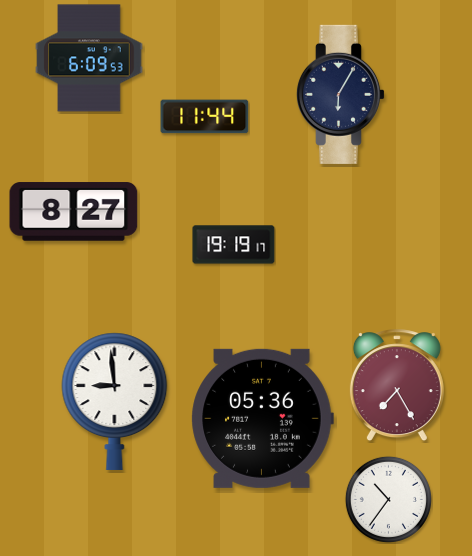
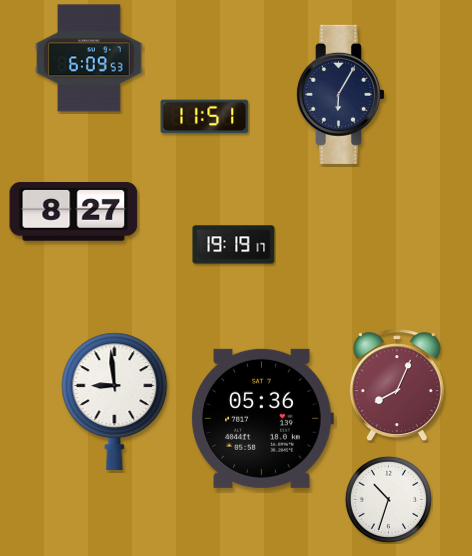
clock at (205, 117): 11:44 -> 11:51
clock at (397, 386): 7:25 -> 8:04
clock at (388, 499): 10:36 -> 10:33
